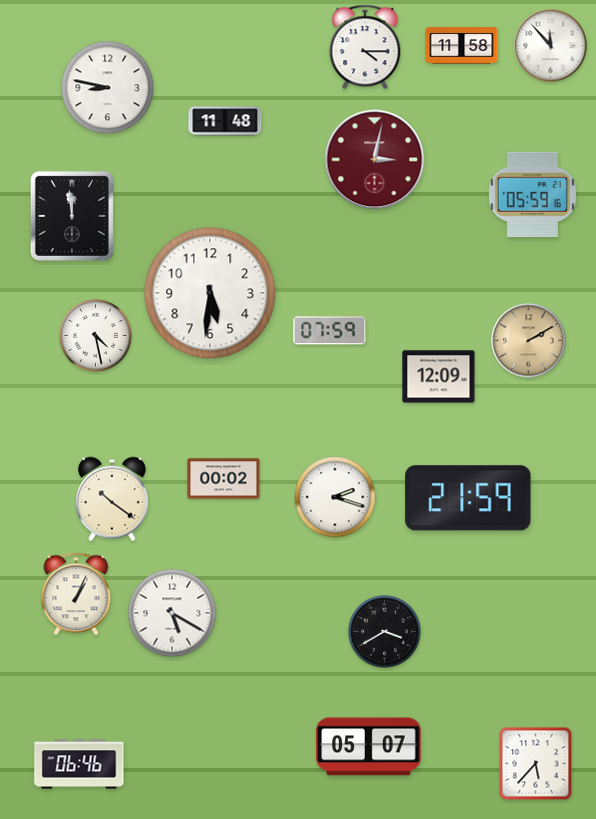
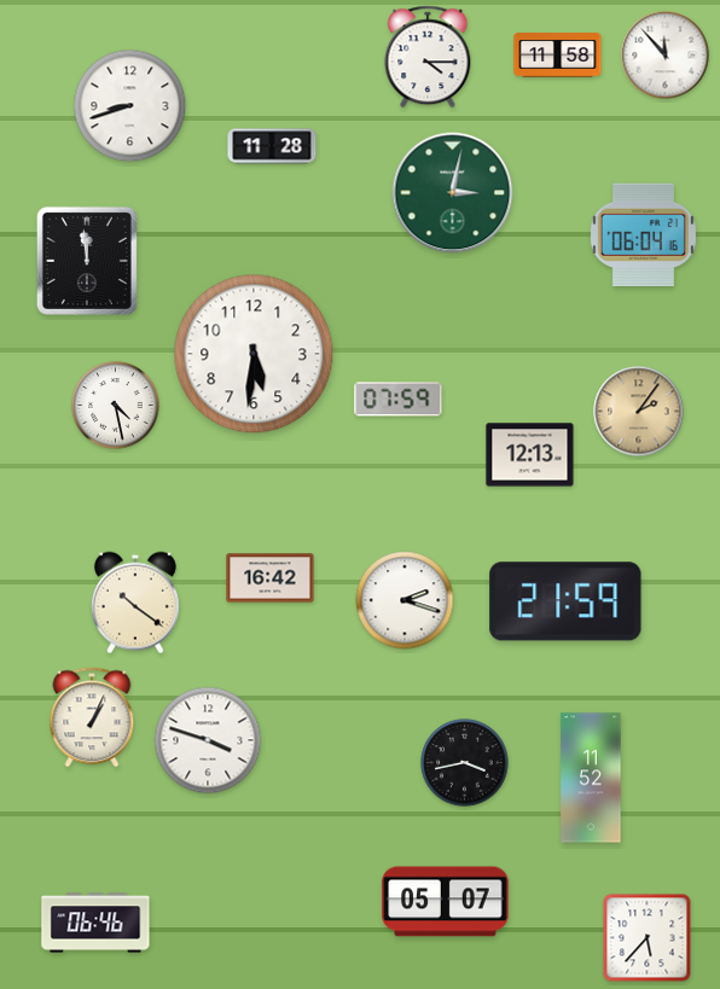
clock at (365, 47) position: (365, 47) -> (428, 57)
clock at (108, 88): 8:47 -> 8:42
clock at (225, 121): 11:48 -> 11:28
clock at (375, 160) dial: burgundy -> green
clock at (532, 194): 05:59 -> 06:04
clock at (529, 341): 2:10 -> 2:06
clock at (439, 377): 12:09 -> 12:13
clock at (224, 479): 00:02 -> 16:42
clock at (172, 613): 5:20 -> 3:48
clock at (385, 632): 3:40 -> 3:43
clock at (591, 778): none -> 11:52
clock at (536, 764) position: (536, 764) -> (648, 938)
